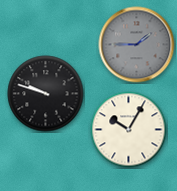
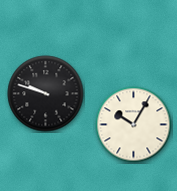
clock at (137, 45): 1:45 -> none
clock at (129, 130) position: (129, 130) -> (134, 125)
